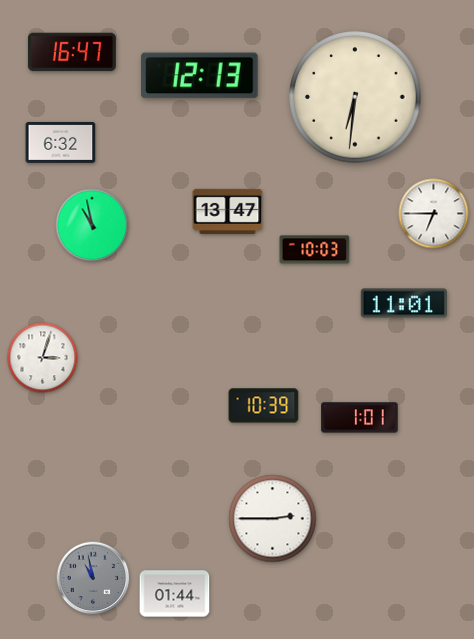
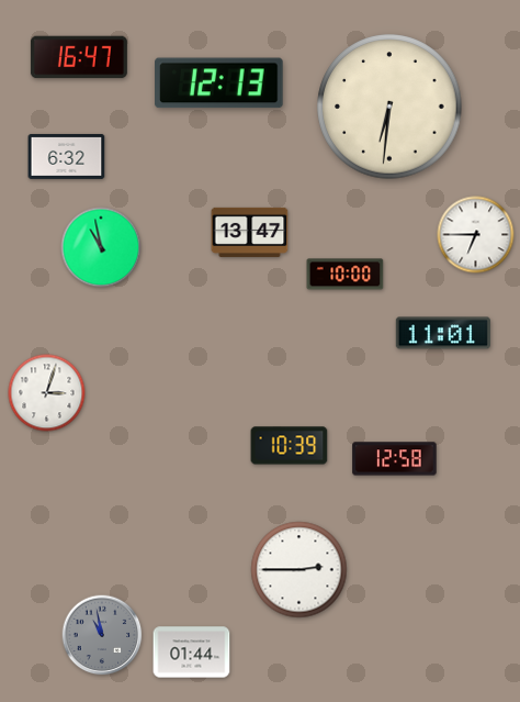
clock at (315, 250): 10:03 -> 10:00
clock at (360, 418): 1:01 -> 12:58
